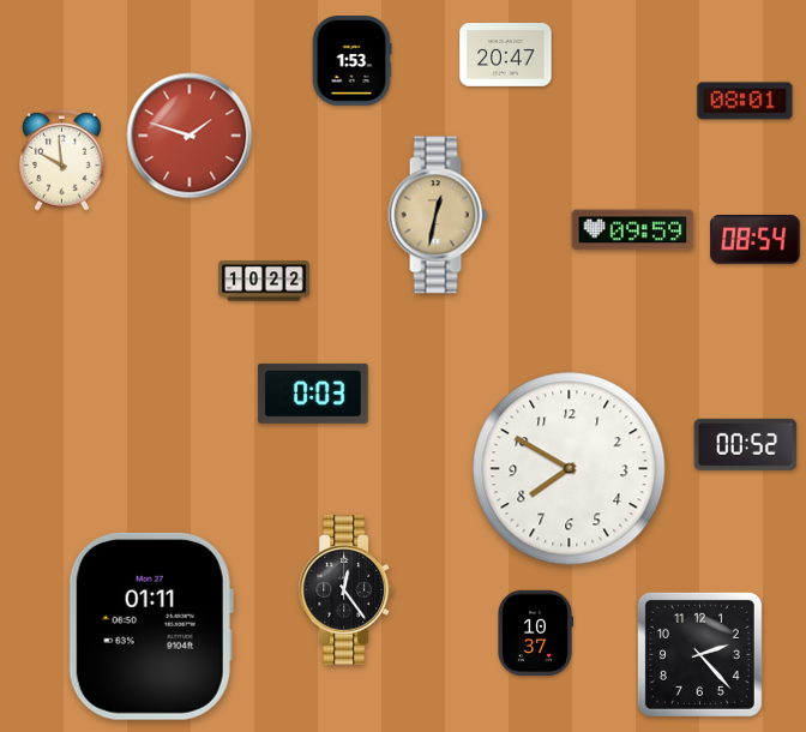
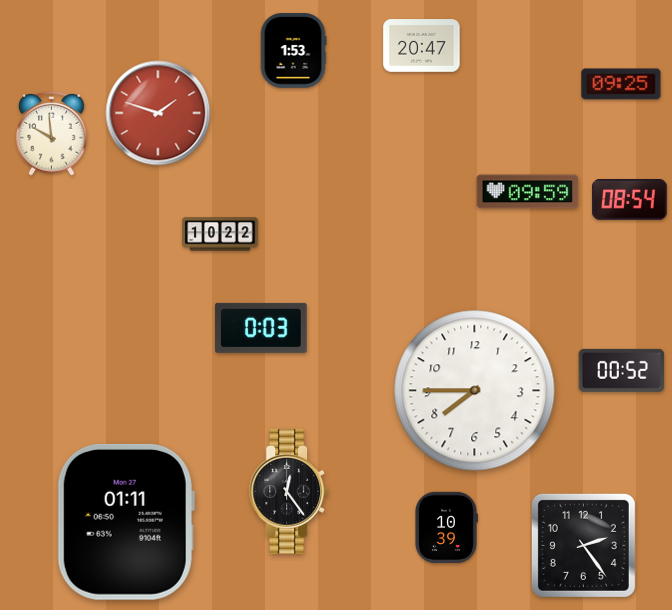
clock at (745, 101): 08:01 -> 09:25
clock at (438, 215): 12:32 -> none
clock at (570, 469): 7:50 -> 7:45
clock at (536, 632): 10:37 -> 10:39
clock at (699, 654): 2:23 -> 2:24
